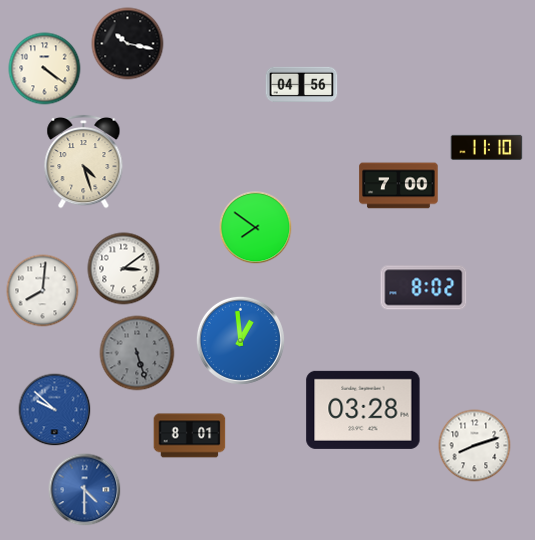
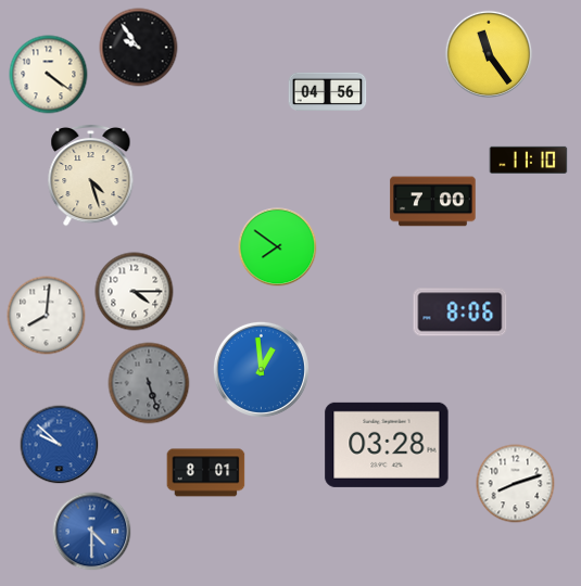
clock at (128, 44): 10:17 -> 9:54
clock at (489, 54): none -> 11:24
clock at (124, 269): 3:09 -> 4:15
clock at (424, 288): 8:02 -> 8:06
clock at (363, 410) position: (363, 410) -> (387, 445)
